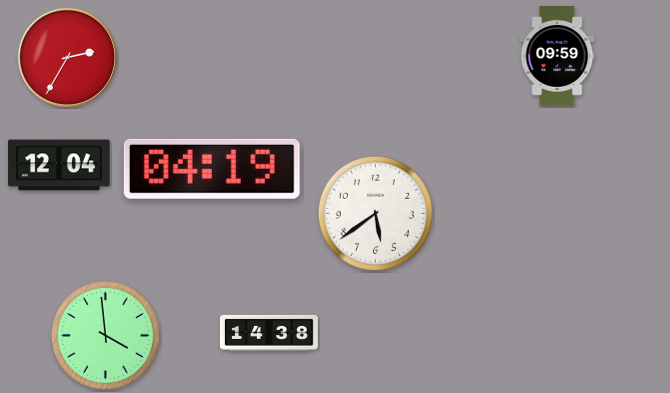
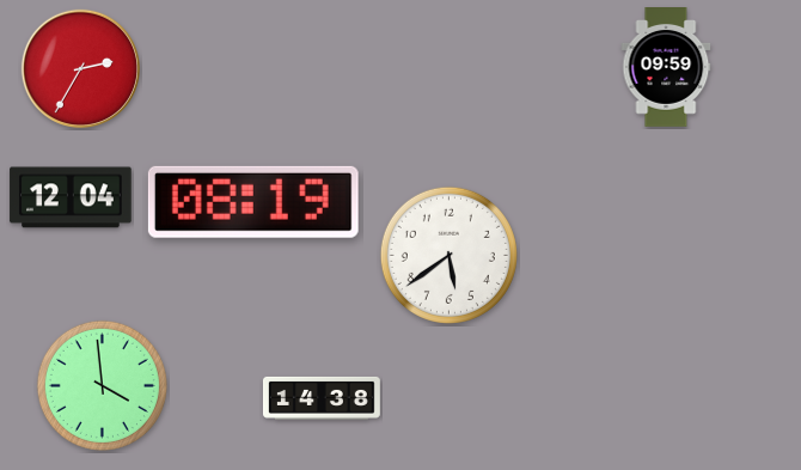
clock at (212, 169): 04:19 -> 08:19
clock at (105, 335) position: (105, 335) -> (102, 385)
